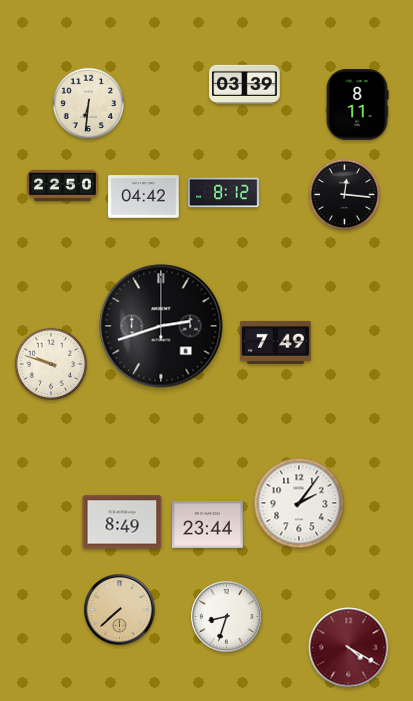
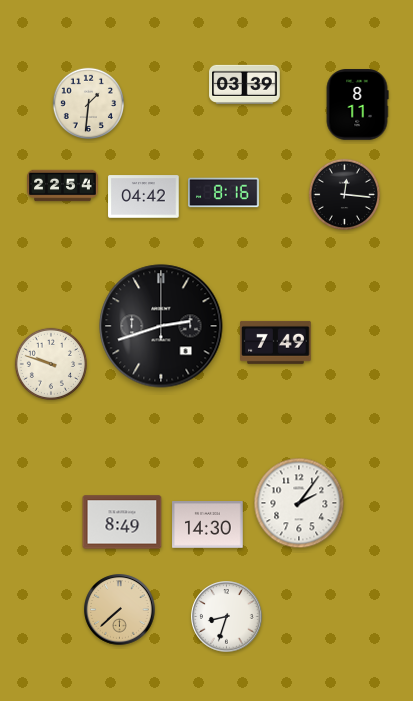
clock at (88, 103): 6:31 -> 1:31
clock at (63, 186): 22:50 -> 22:54
clock at (224, 193): 8:12 -> 8:16
clock at (208, 525): 23:44 -> 14:30
clock at (349, 648): 4:20 -> none
